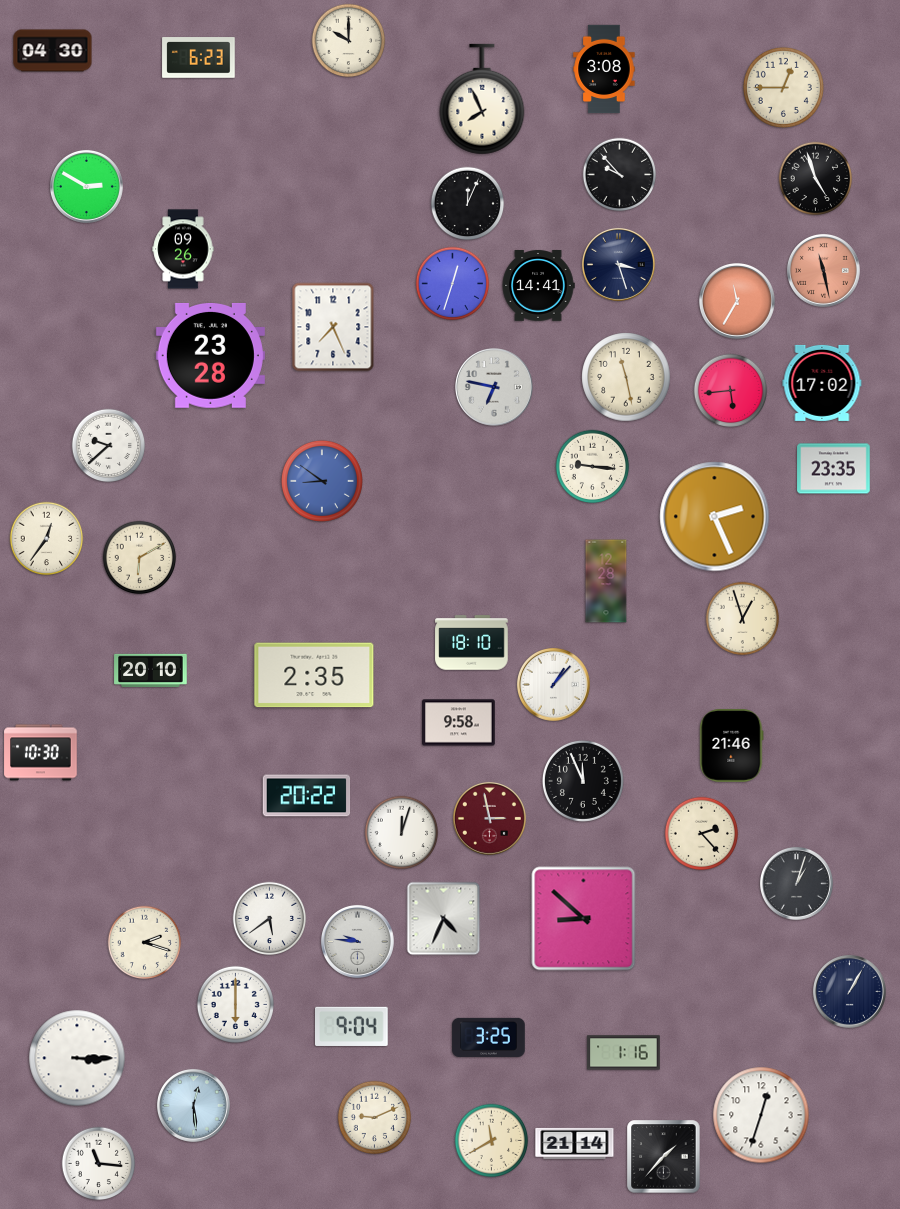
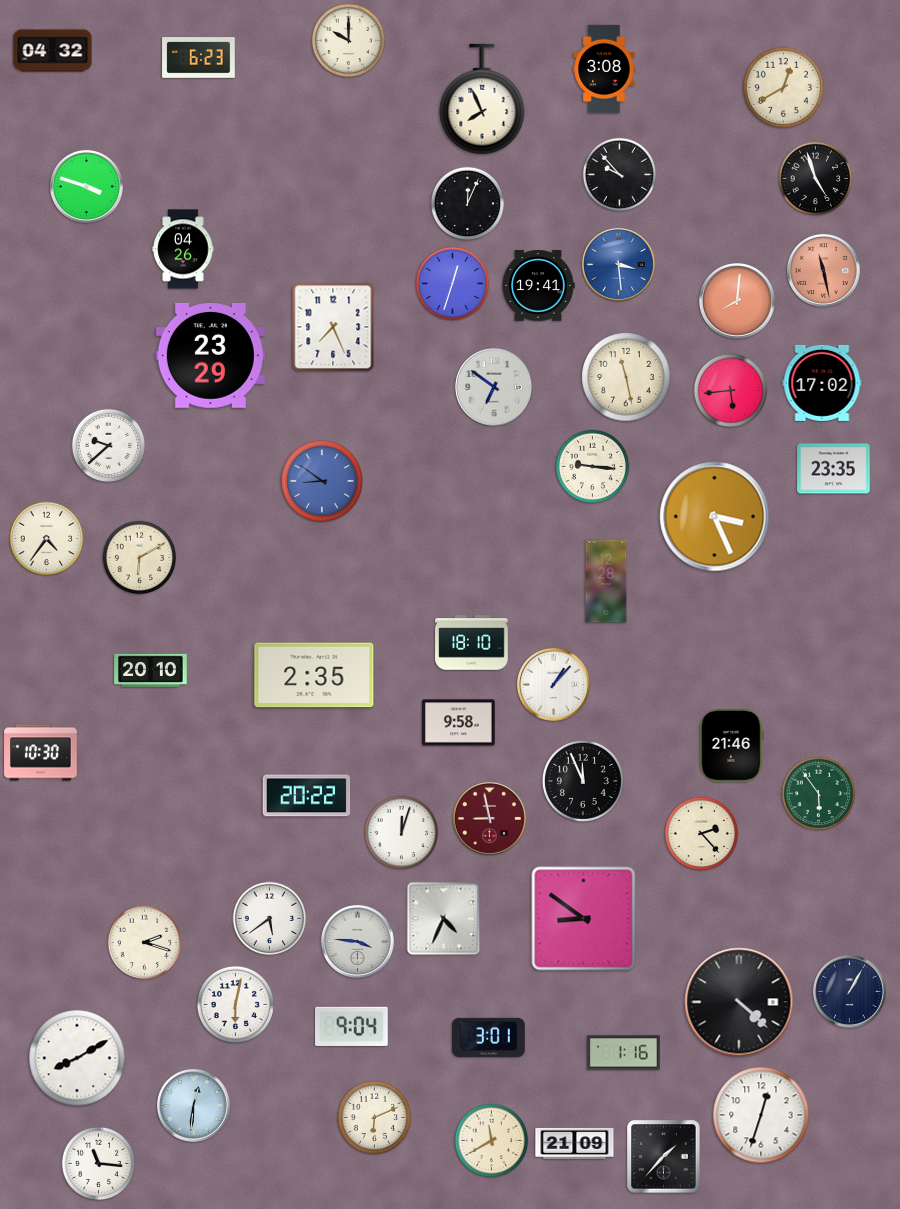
clock at (53, 51): 04:30 -> 04:32
clock at (783, 87): 12:45 -> 12:40
clock at (86, 186): 2:50 -> 3:48
clock at (183, 249): 09:26 -> 04:26
clock at (618, 264): 3:27 -> 3:29
clock at (618, 264) dial: navy -> blue
clock at (538, 286): 14:41 -> 19:41
clock at (738, 302): 11:35 -> 8:01
clock at (210, 355): 23:28 -> 23:29
clock at (495, 388): 6:47 -> 6:51
clock at (715, 517): 2:26 -> 3:26
clock at (47, 539): 12:36 -> 4:36
clock at (743, 619): 12:57 -> none
clock at (819, 794): none -> 5:54
clock at (489, 818): 2:58 -> 8:58
clock at (796, 883): 1:03 -> none
clock at (584, 919): 8:52 -> 8:51
clock at (357, 941): 9:46 -> 3:46
clock at (739, 1002): none -> 4:22
clock at (235, 1004): 6:00 -> 6:02
clock at (489, 1037): 3:25 -> 3:01
clock at (77, 1058): 3:15 -> 8:10
clock at (193, 1105): 12:29 -> 12:31
clock at (375, 1118): 9:11 -> 6:11
clock at (575, 1143): 21:14 -> 21:09
